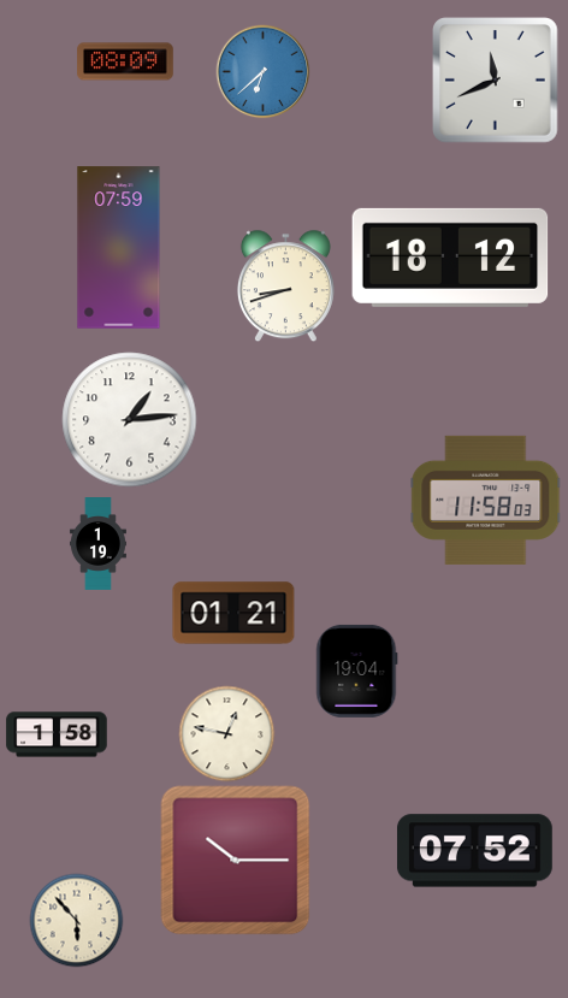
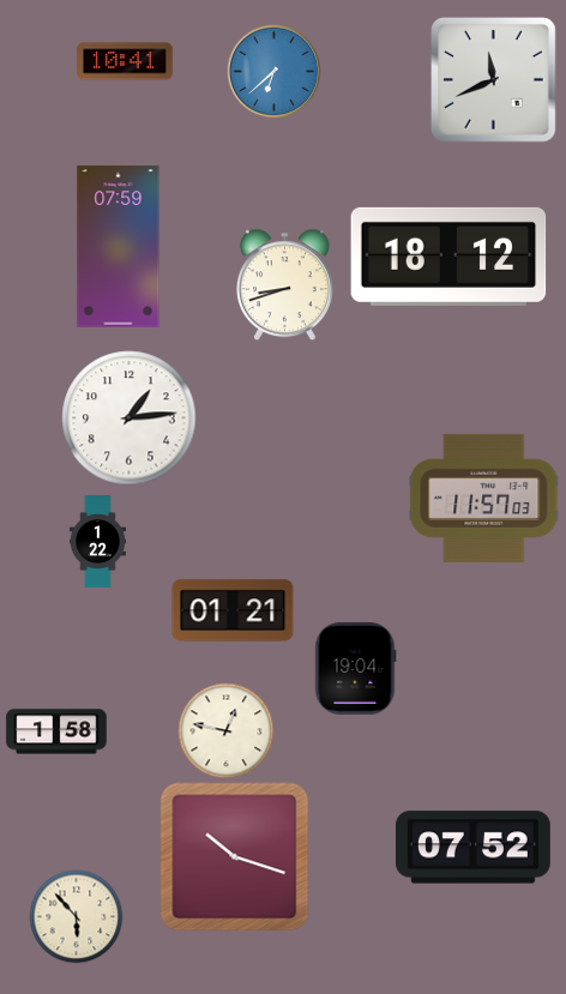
clock at (125, 61): 08:09 -> 10:41
clock at (262, 71) position: (262, 71) -> (273, 71)
clock at (486, 500): 11:58 -> 11:57
clock at (97, 544): 1:19 -> 1:22
clock at (236, 861): 10:15 -> 10:18
